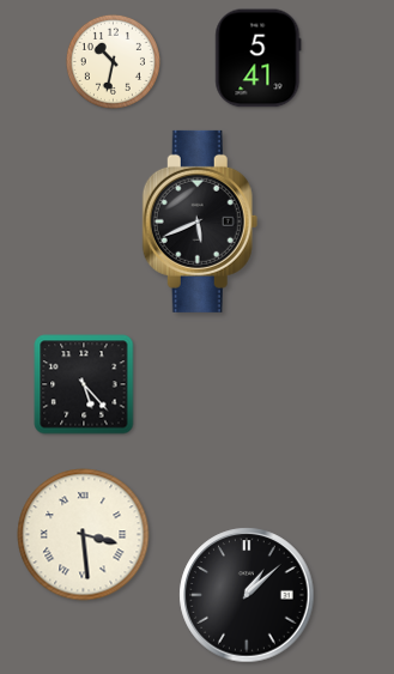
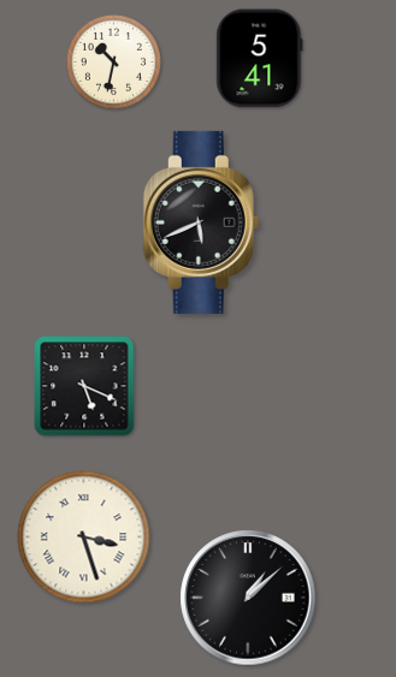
clock at (84, 384): 5:23 -> 5:19
clock at (84, 535): 3:29 -> 3:27
